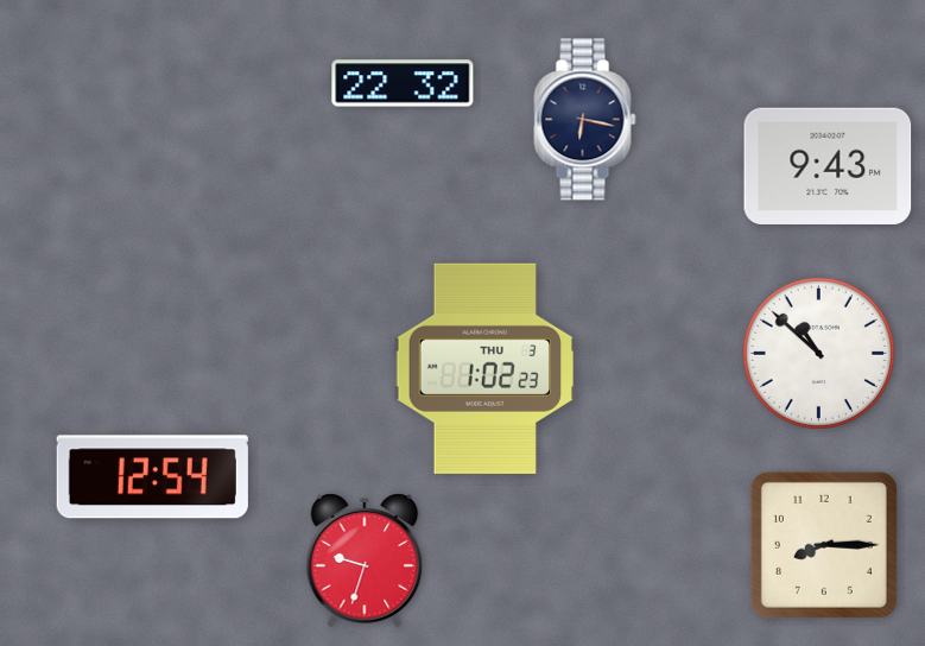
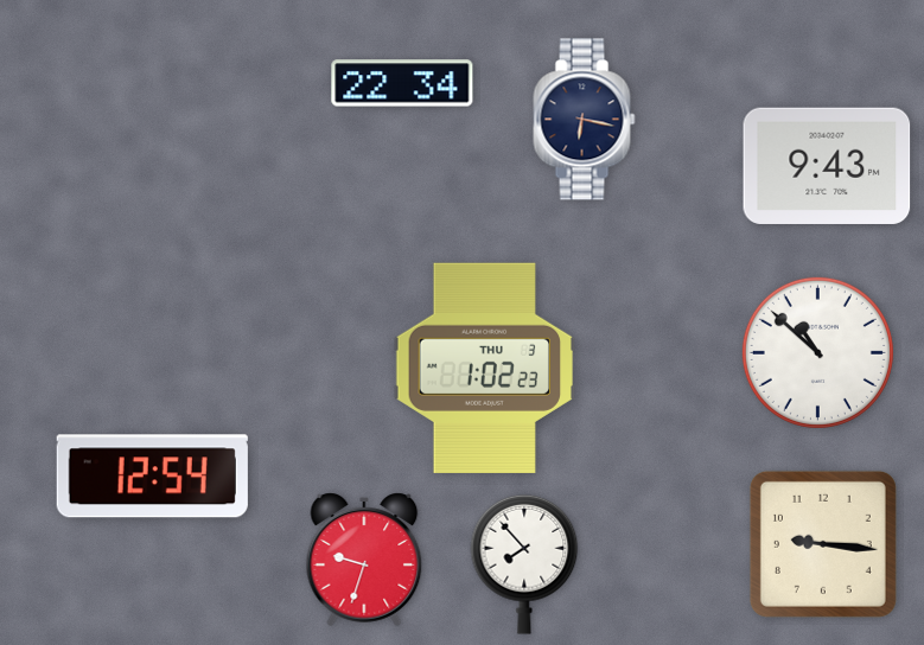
clock at (403, 83): 22:32 -> 22:34
clock at (824, 545): 8:15 -> 9:16
clock at (524, 564): none -> 7:53
